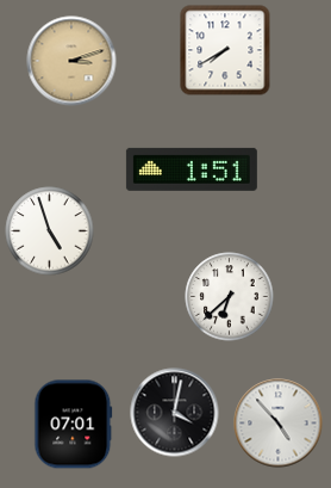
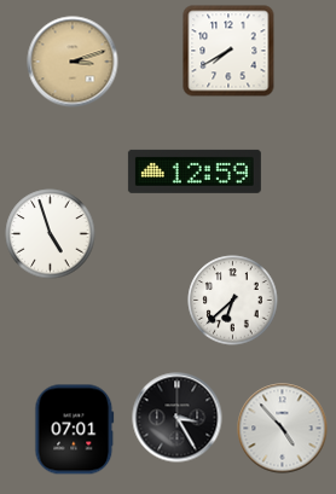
clock at (192, 169): 1:51 -> 12:59
clock at (175, 413): 4:02 -> 3:25
